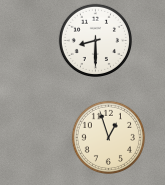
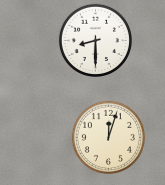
clock at (108, 137): 12:57 -> 12:03
